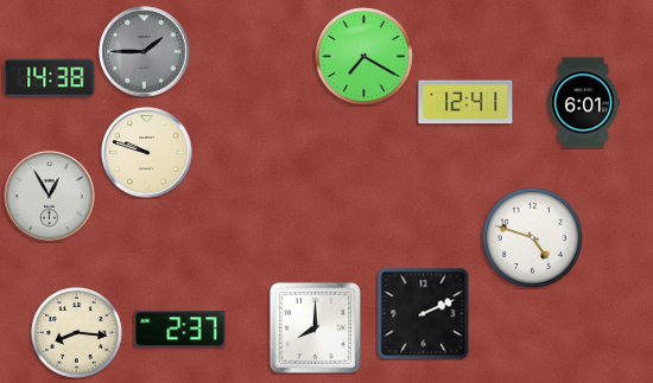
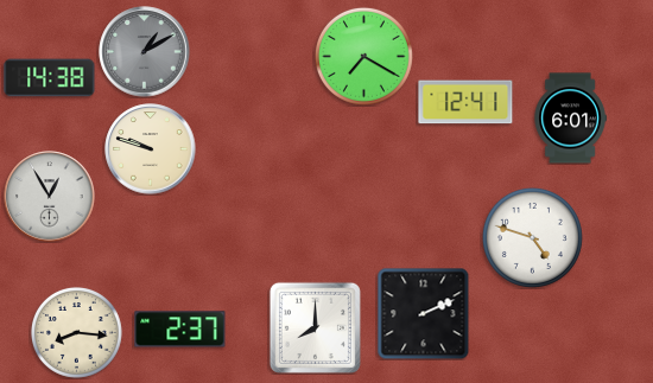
clock at (145, 52): 1:45 -> 1:10
clock at (583, 103) position: (583, 103) -> (570, 119)
clock at (147, 153) position: (147, 153) -> (151, 149)
